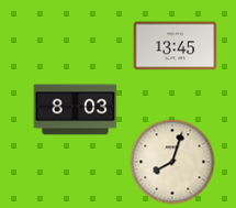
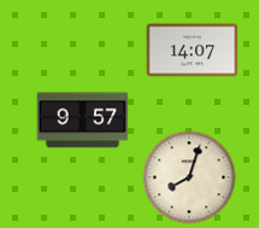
clock at (176, 46): 13:45 -> 14:07
clock at (76, 110): 8:03 -> 9:57
